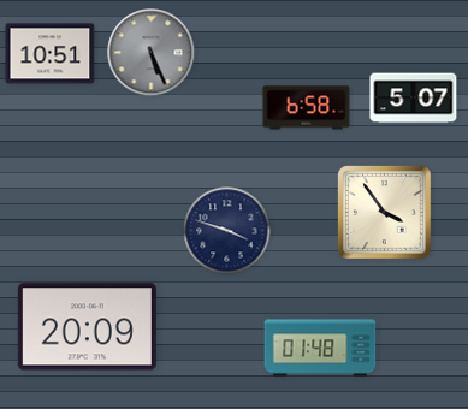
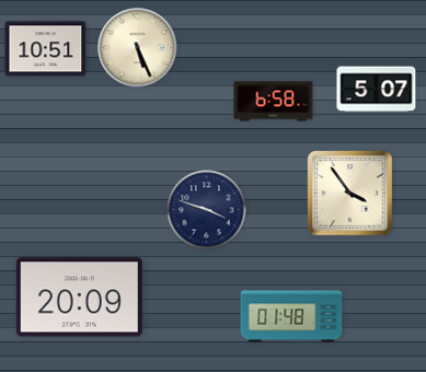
clock at (152, 53) dial: grey -> cream
clock at (307, 108) position: (307, 108) -> (274, 102)
